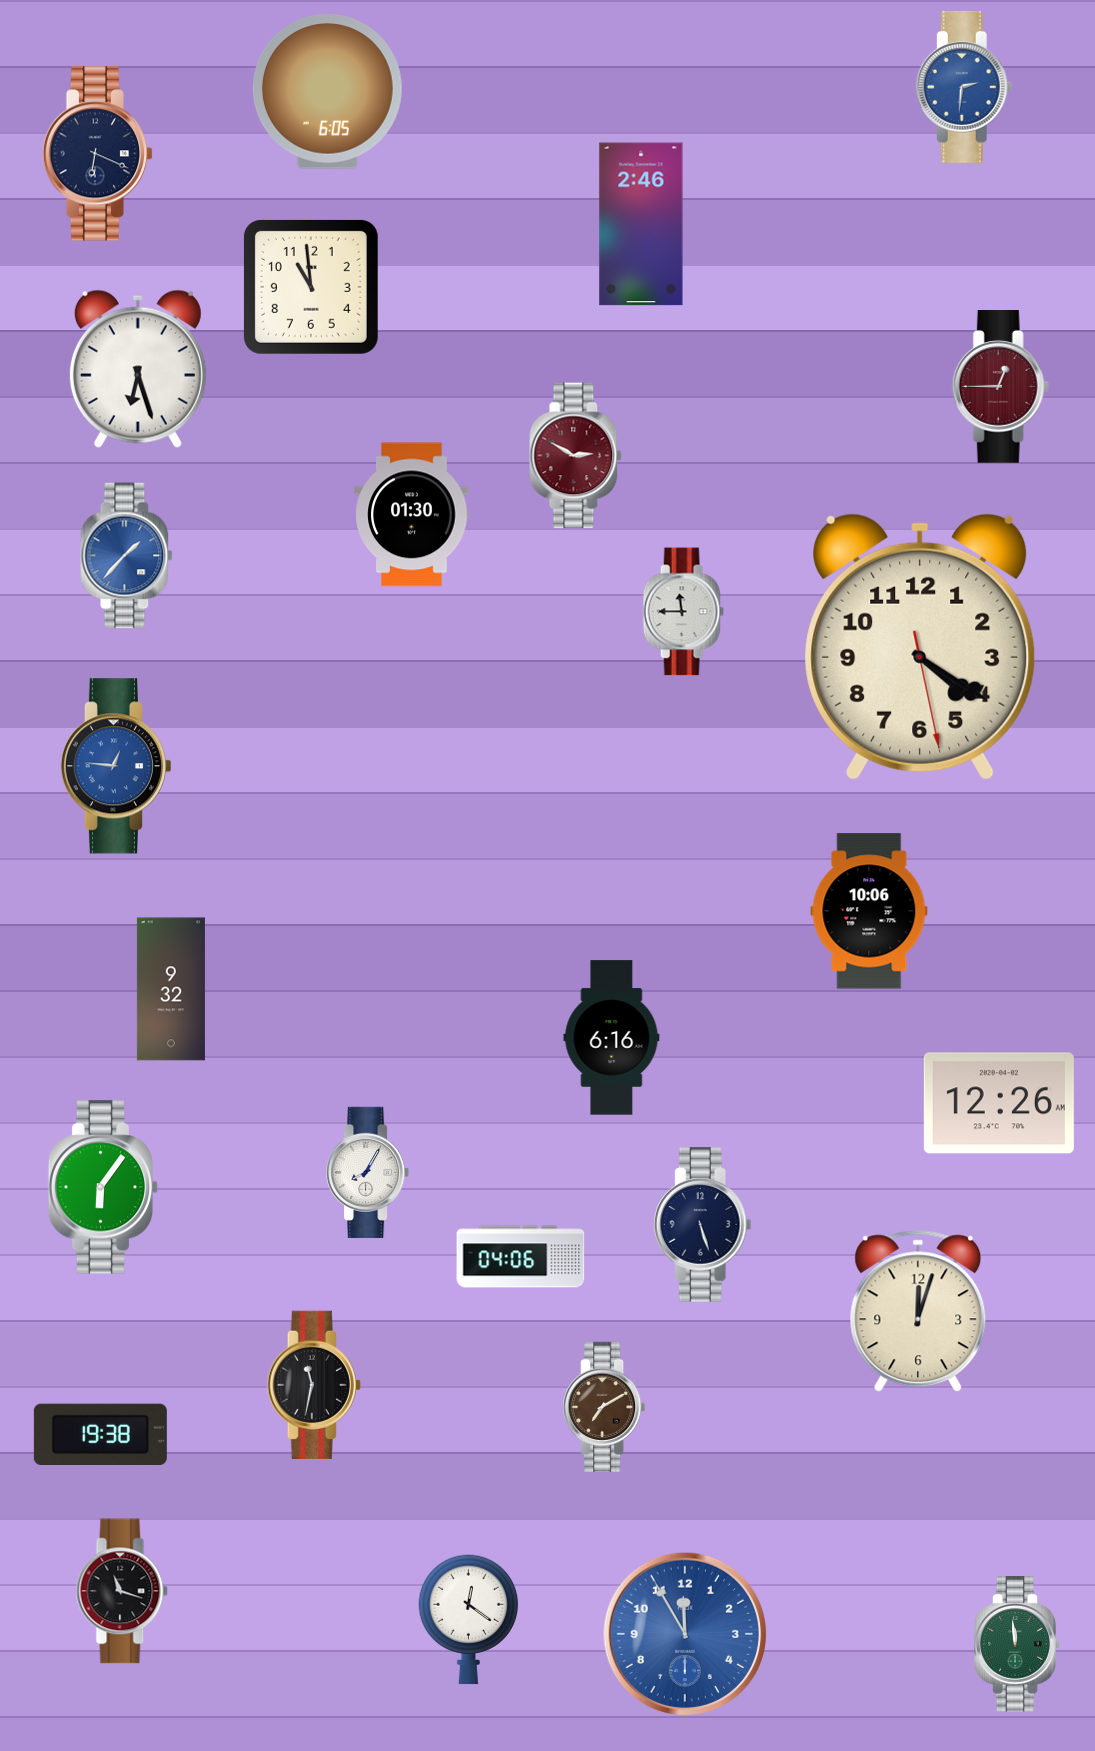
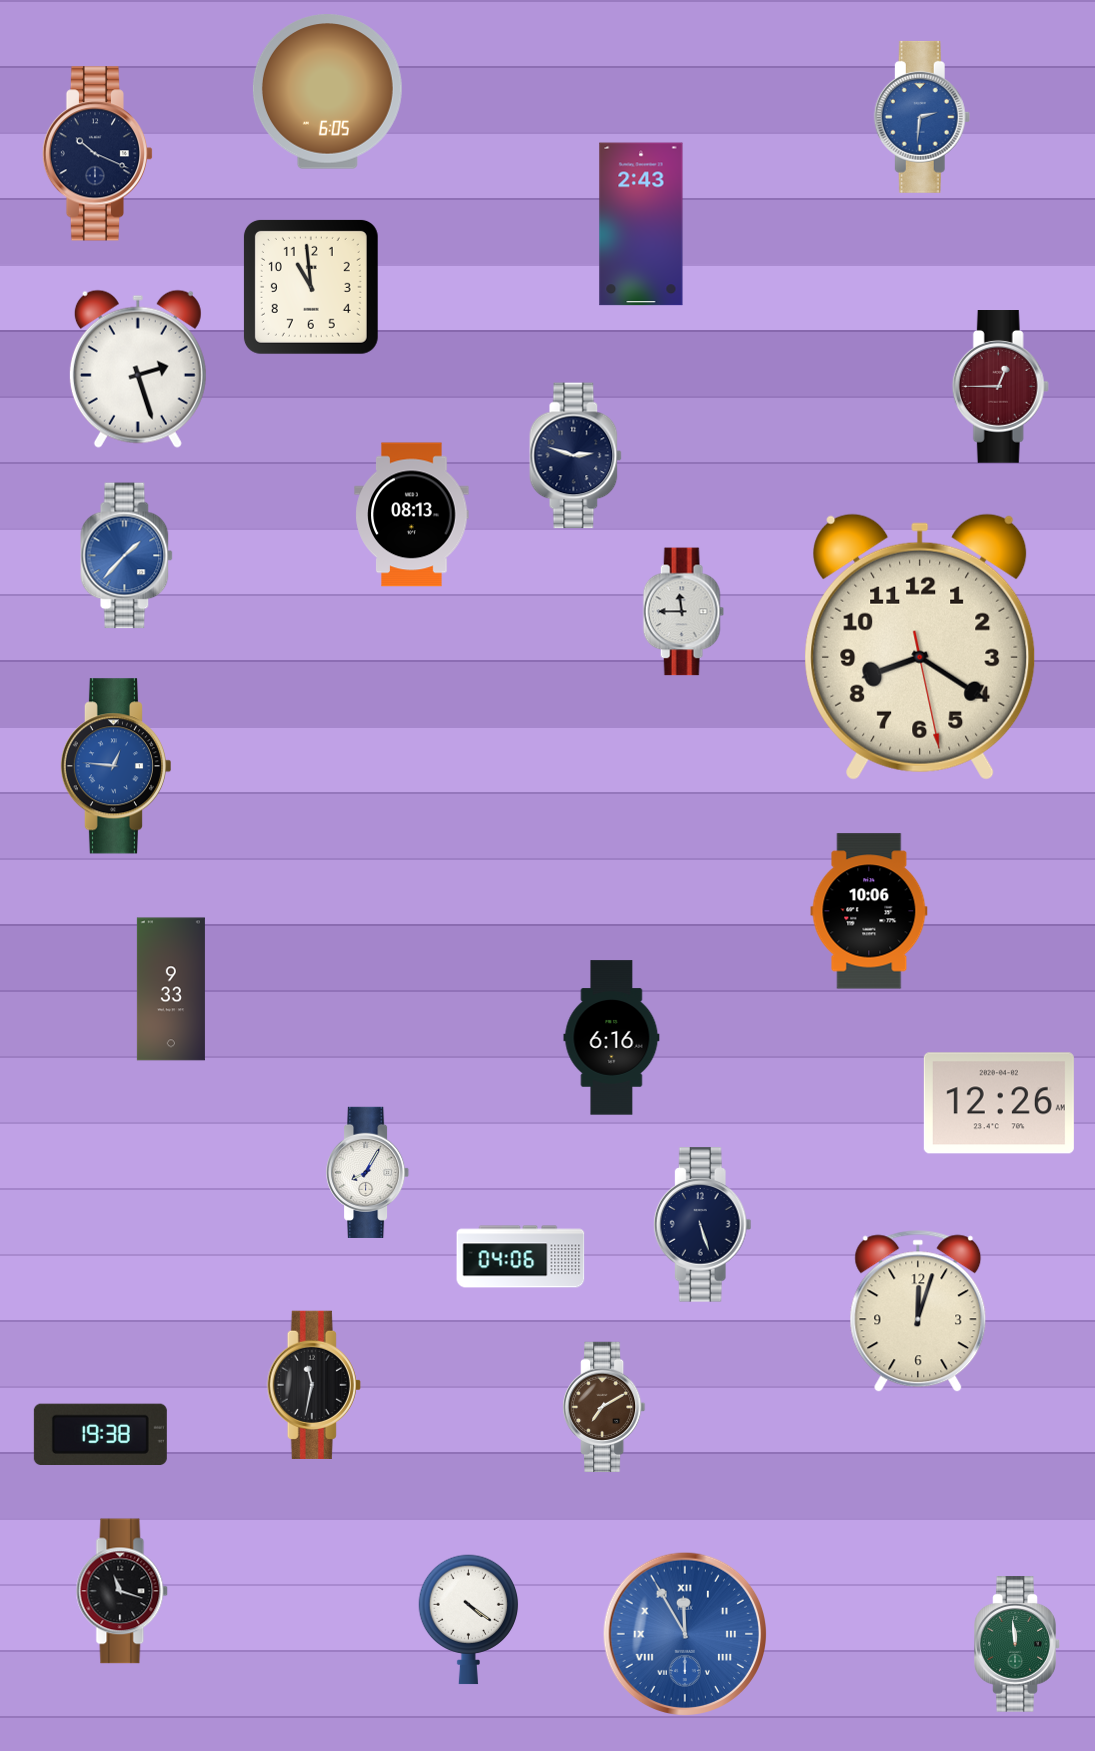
clock at (964, 87) position: (964, 87) -> (922, 117)
clock at (98, 154): 6:19 -> 10:19
clock at (641, 224): 2:46 -> 2:43
clock at (138, 369): 6:27 -> 2:27
clock at (576, 456): 2:50 -> 2:48
clock at (576, 456) dial: burgundy -> navy
clock at (412, 515): 01:30 -> 08:13
clock at (920, 647): 4:20 -> 8:20
clock at (171, 989): 9:32 -> 9:33
clock at (103, 1187): 6:06 -> none
clock at (469, 1620): 12:21 -> 4:21
clock at (684, 1633) numerals: Arabic -> Roman
